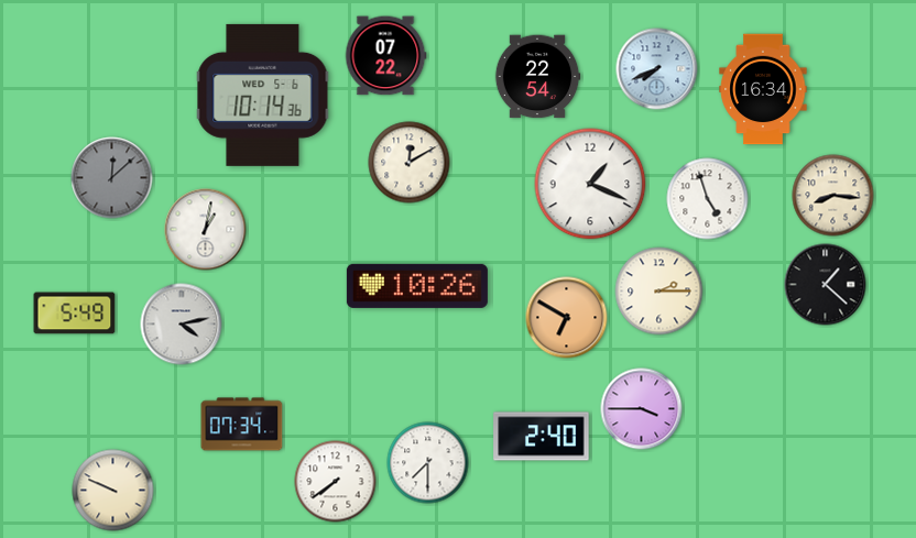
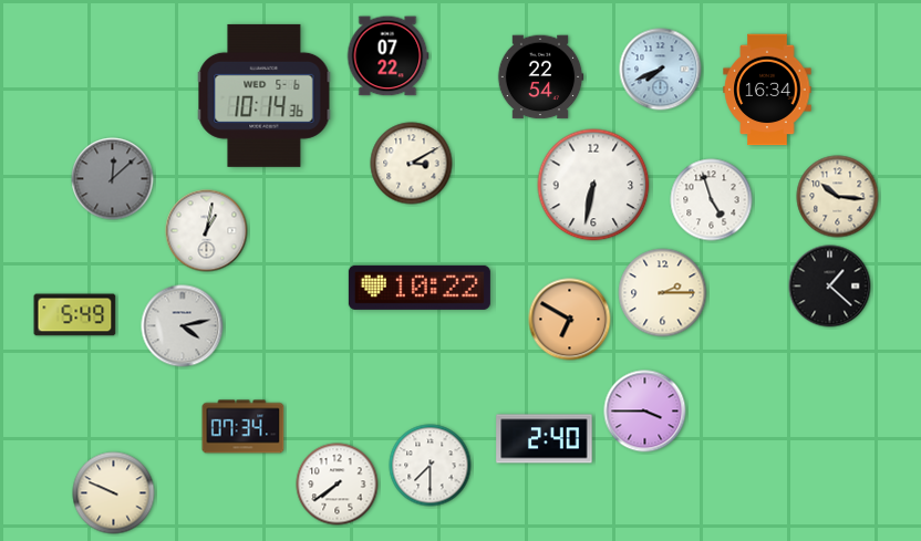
clock at (410, 163): 12:10 -> 3:10
clock at (590, 184): 1:19 -> 6:32
clock at (833, 196): 8:16 -> 10:16
clock at (417, 286): 10:26 -> 10:22
